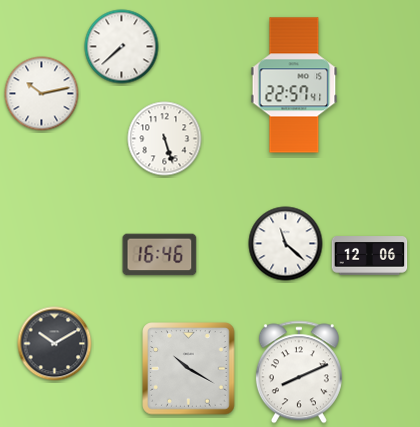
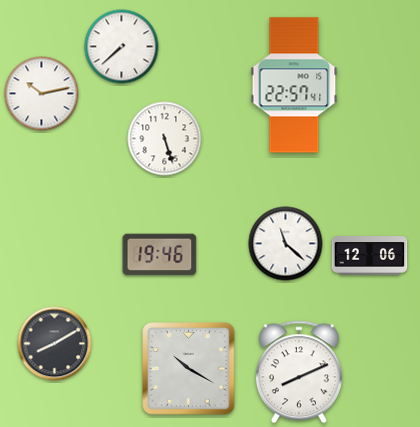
clock at (160, 255): 16:46 -> 19:46
clock at (55, 344): 10:10 -> 8:10
